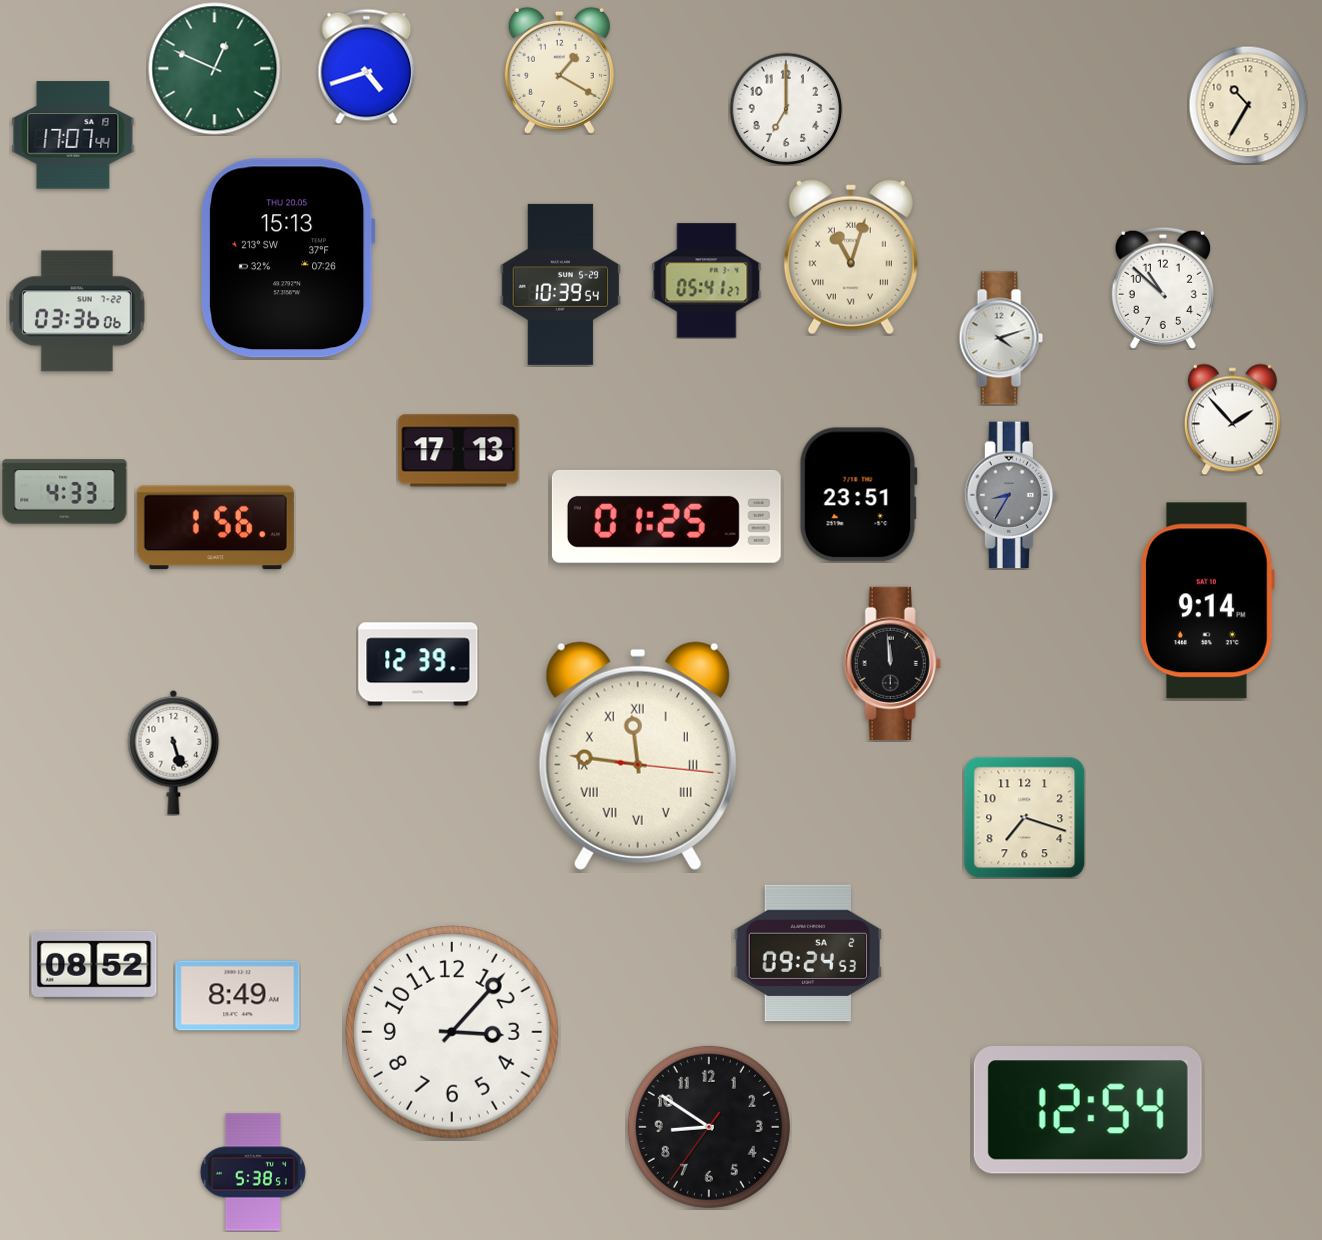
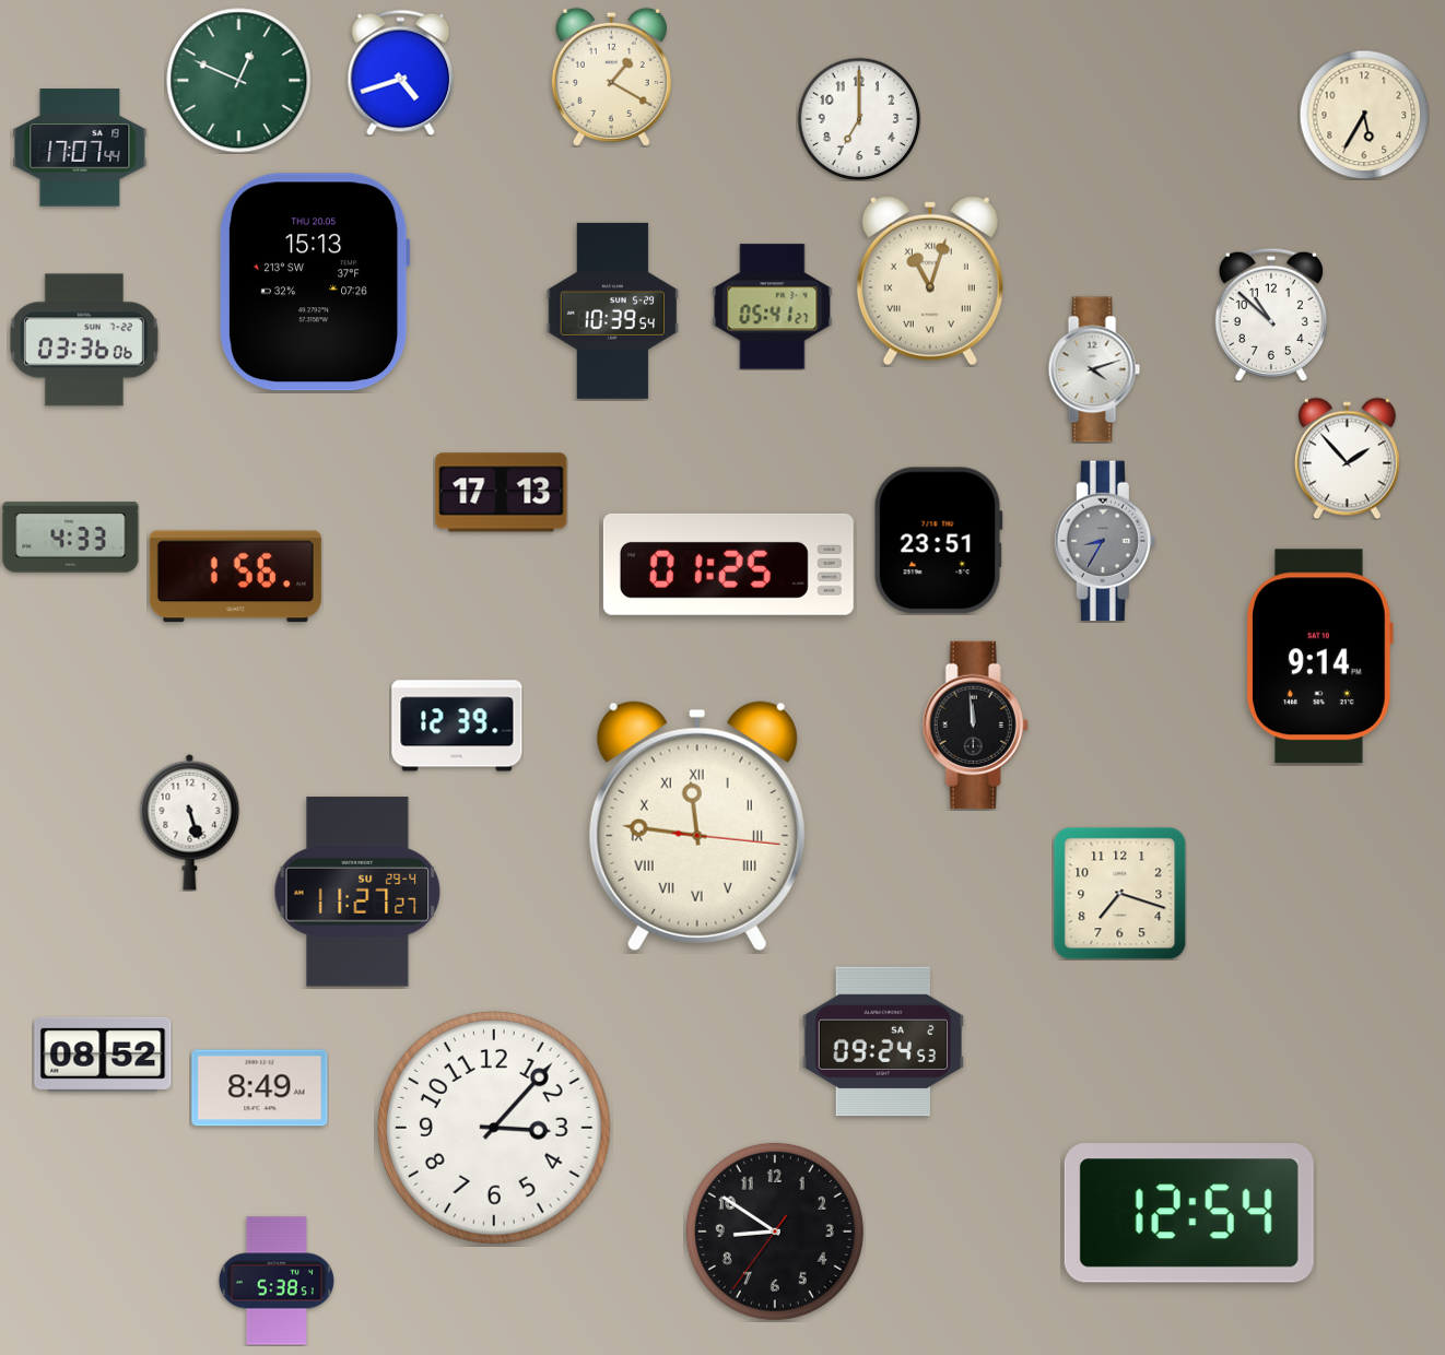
clock at (215, 69) position: (215, 69) -> (239, 81)
clock at (1248, 105): 10:35 -> 5:35
clock at (357, 892): none -> 11:27
